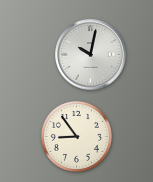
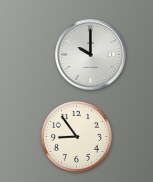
clock at (91, 55): 10:02 -> 10:00
